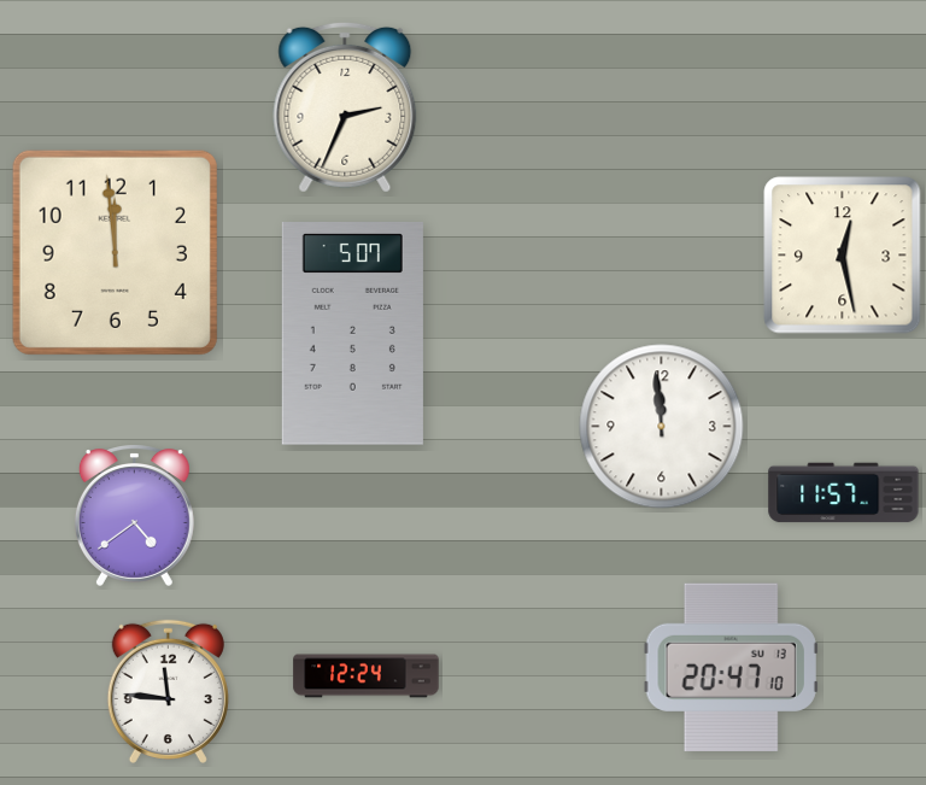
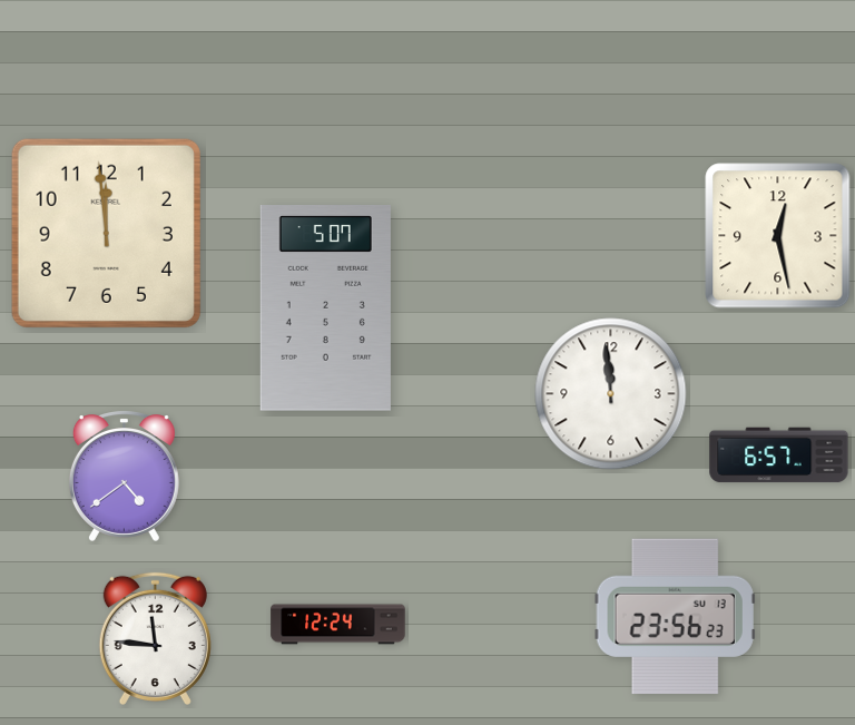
clock at (345, 107): 2:34 -> none
clock at (844, 493): 11:57 -> 6:57
clock at (731, 668): 20:47 -> 23:56
